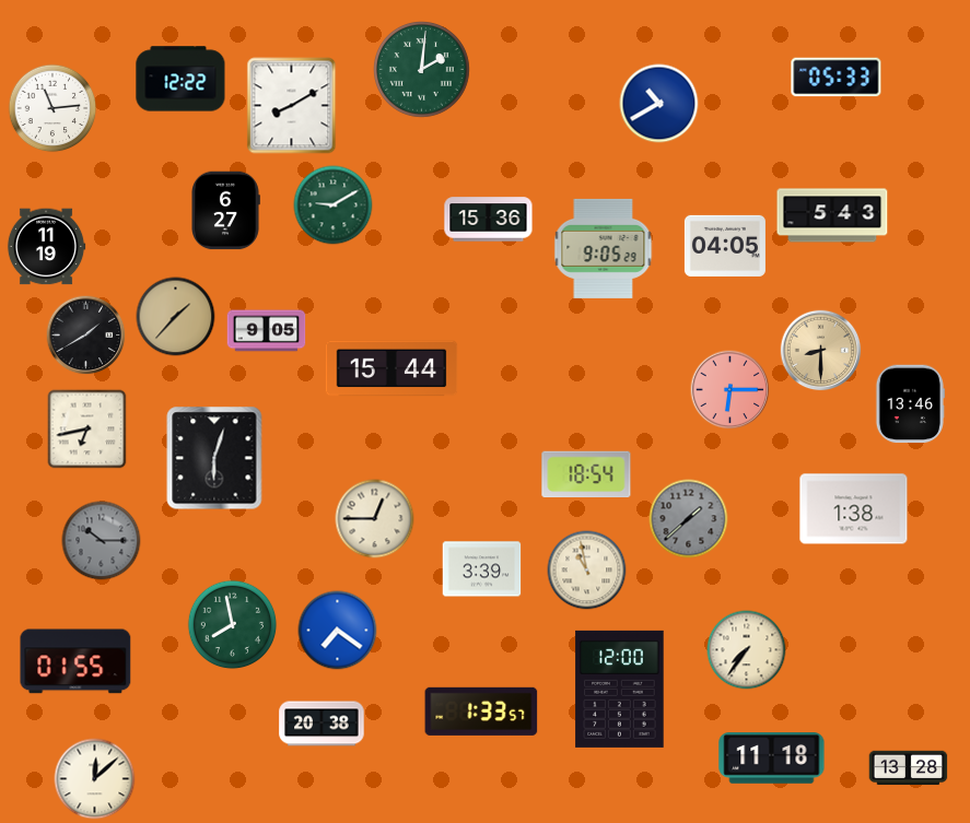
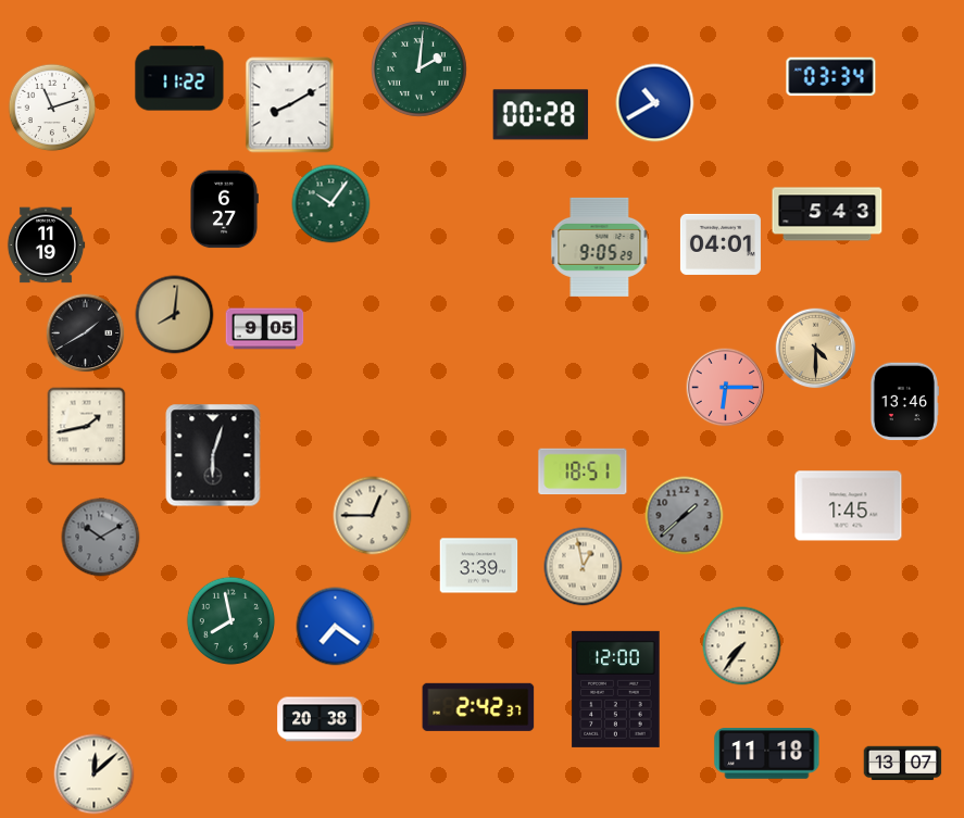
clock at (837, 78): 05:33 -> 03:34
clock at (180, 79): 12:22 -> 11:22
clock at (52, 108): 11:14 -> 11:12
clock at (541, 115): none -> 00:28
clock at (334, 205): 9:10 -> 10:06
clock at (489, 220): 15:36 -> none
clock at (725, 246): 04:05 -> 04:01
clock at (176, 317): 1:37 -> 8:01
clock at (821, 351): 8:30 -> 4:30
clock at (391, 368): 15:44 -> none
clock at (87, 430): 6:43 -> 1:43
clock at (586, 474): 18:54 -> 18:51
clock at (854, 509): 1:38 -> 1:45
clock at (102, 541): 10:15 -> 10:10
clock at (587, 571): 10:58 -> 12:58
clock at (75, 661): 01:55 -> none
clock at (620, 689) position: (620, 689) -> (616, 689)
clock at (481, 712): 1:33 -> 2:42
clock at (909, 768): 13:28 -> 13:07
